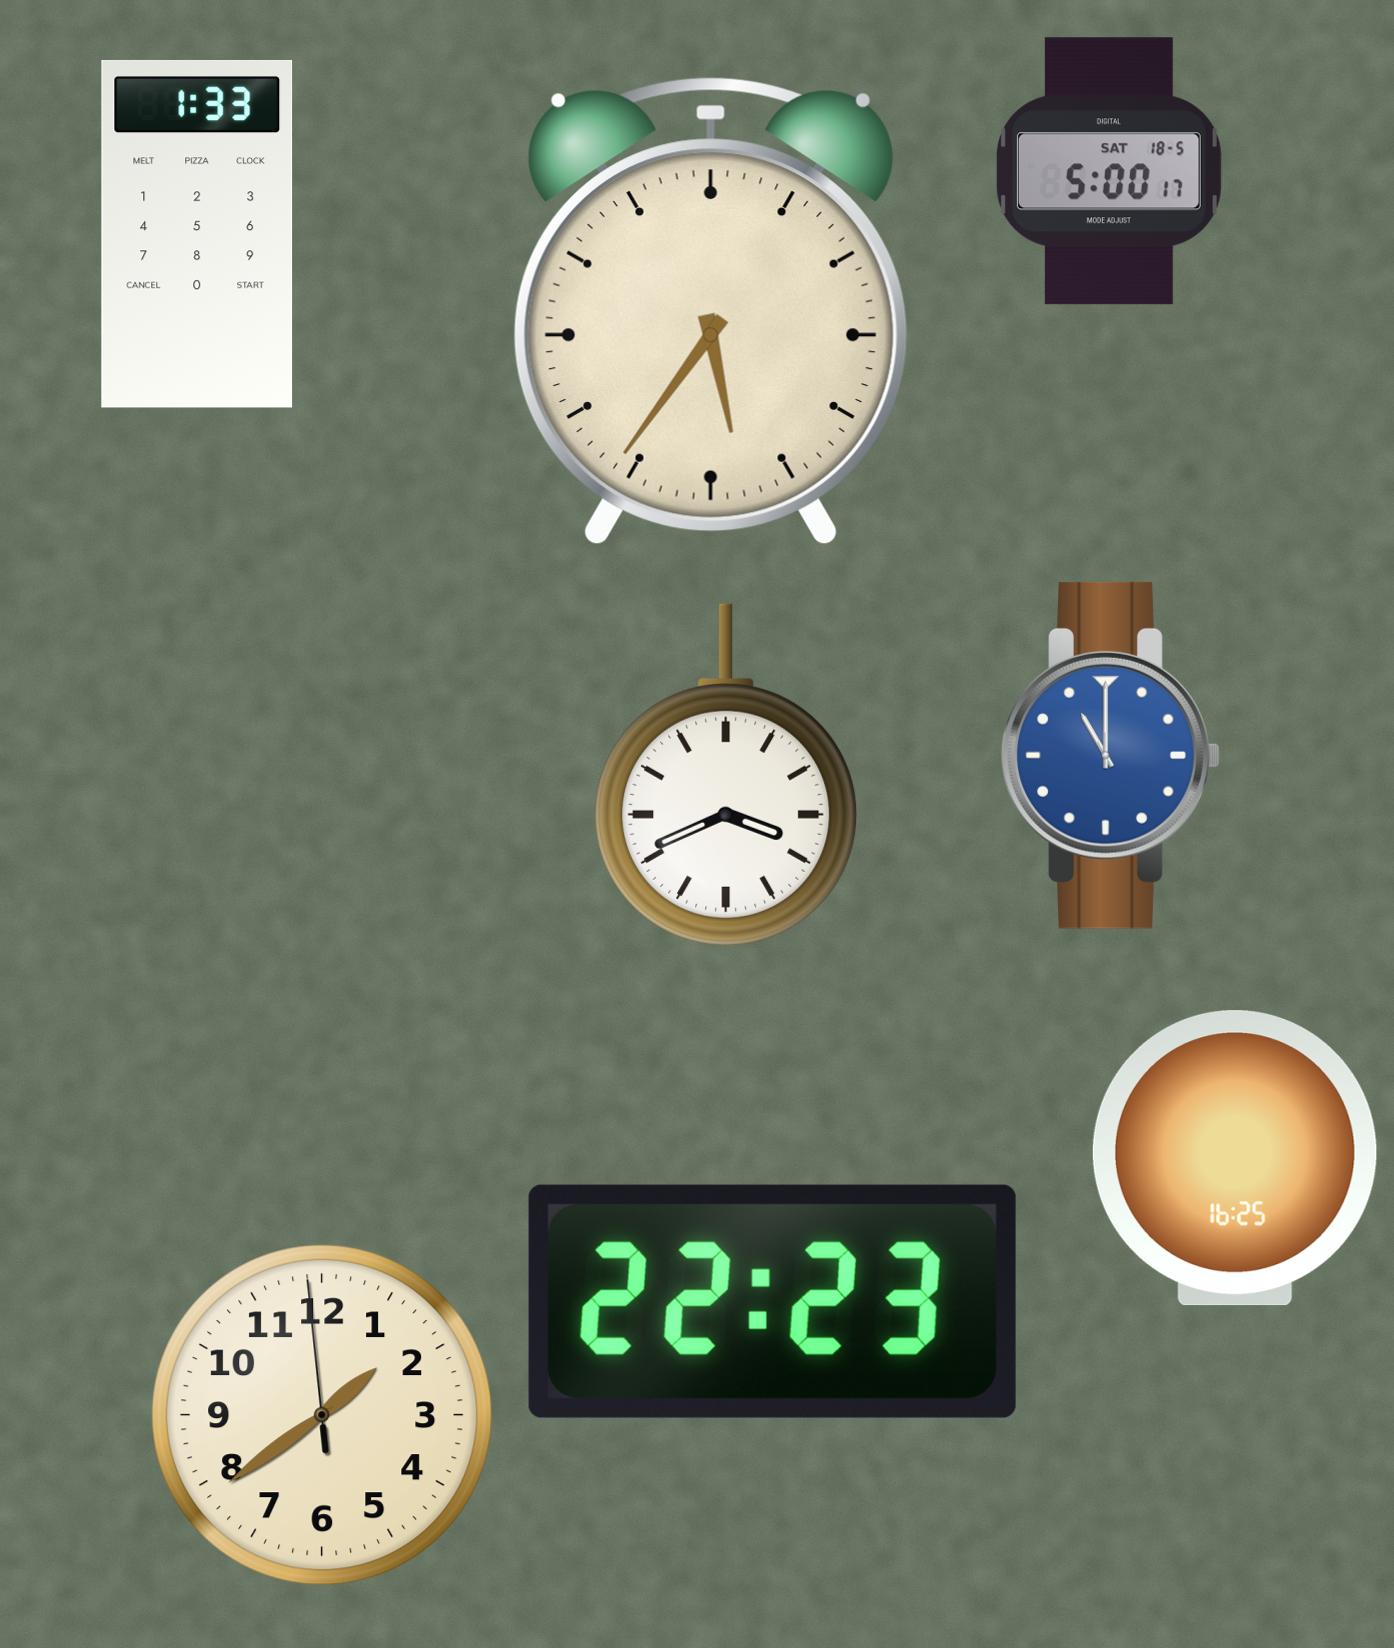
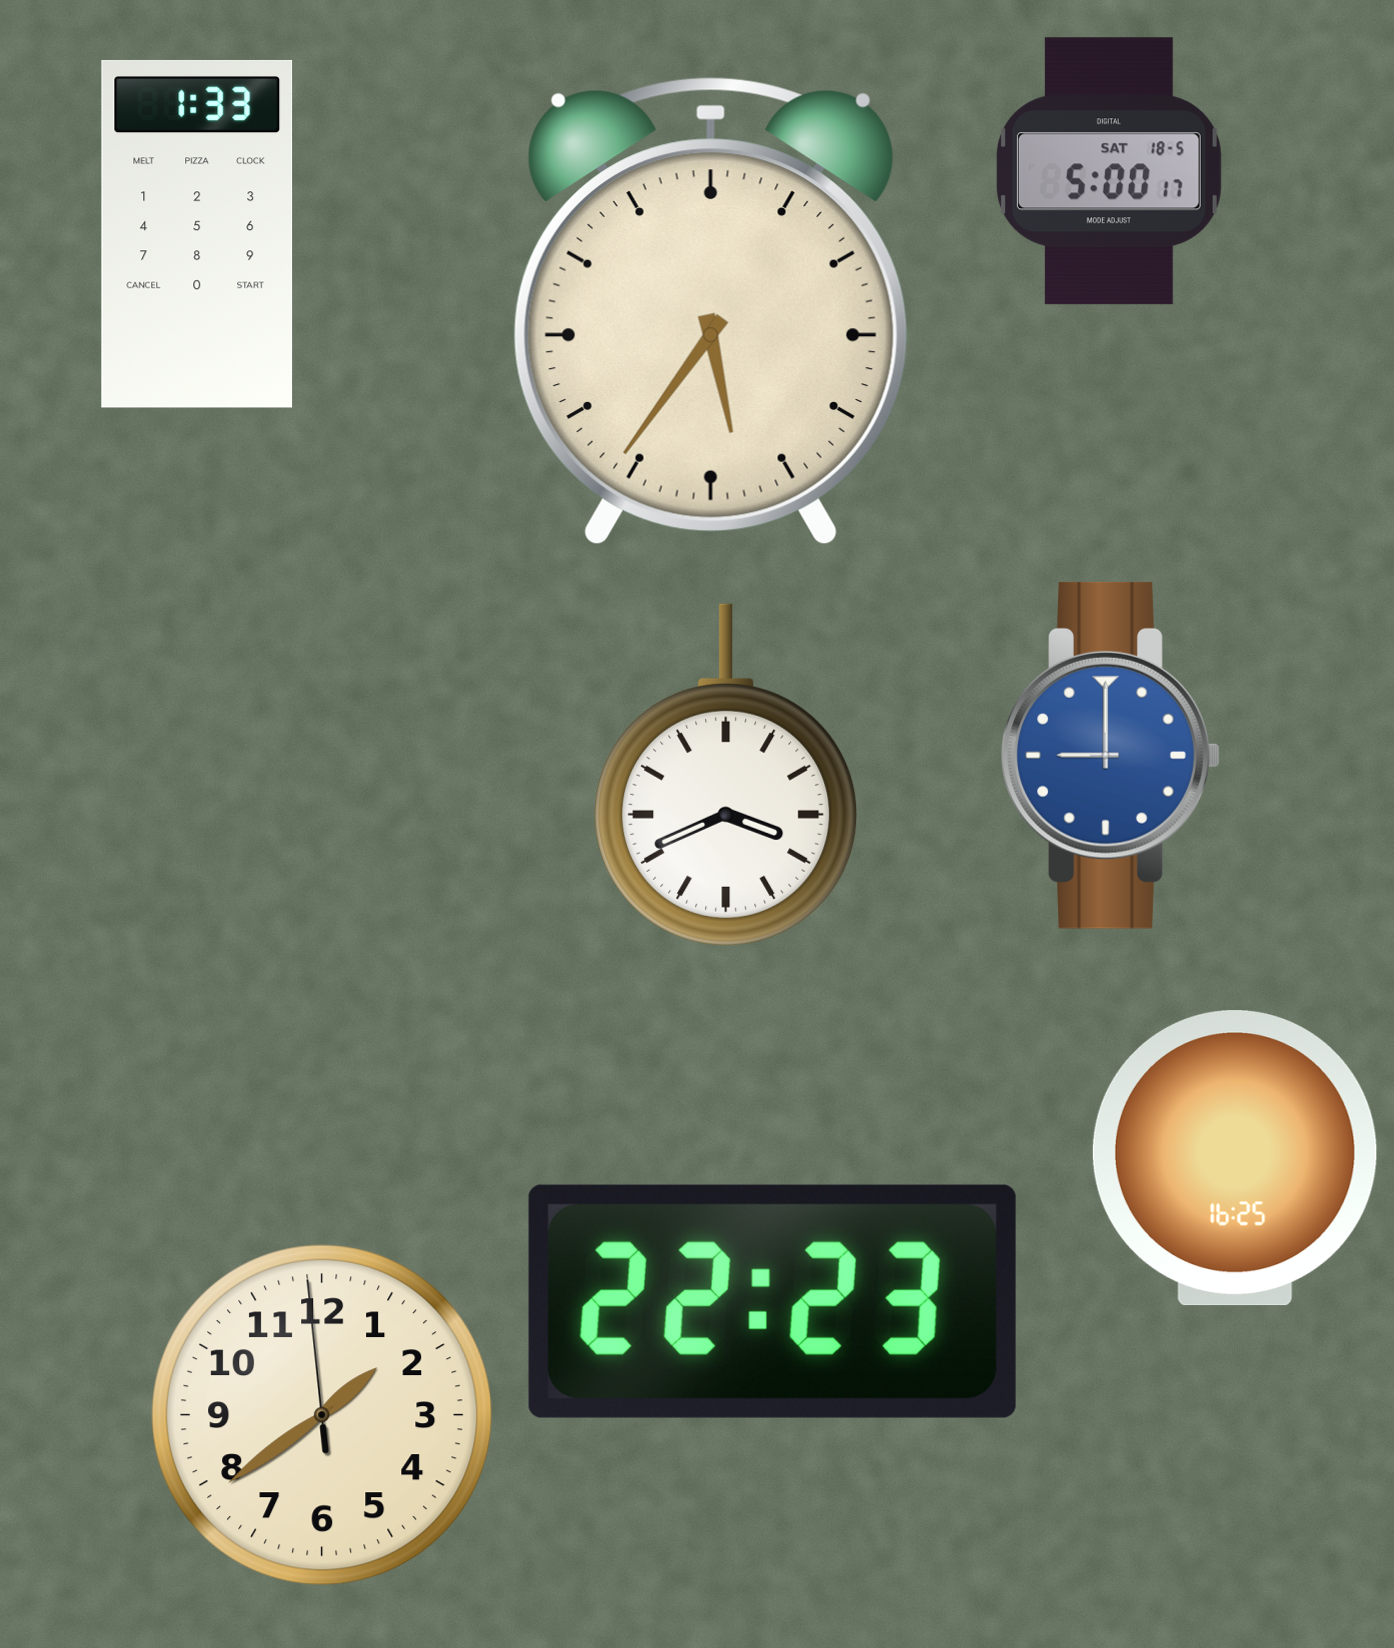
clock at (1111, 755): 11:00 -> 9:00
